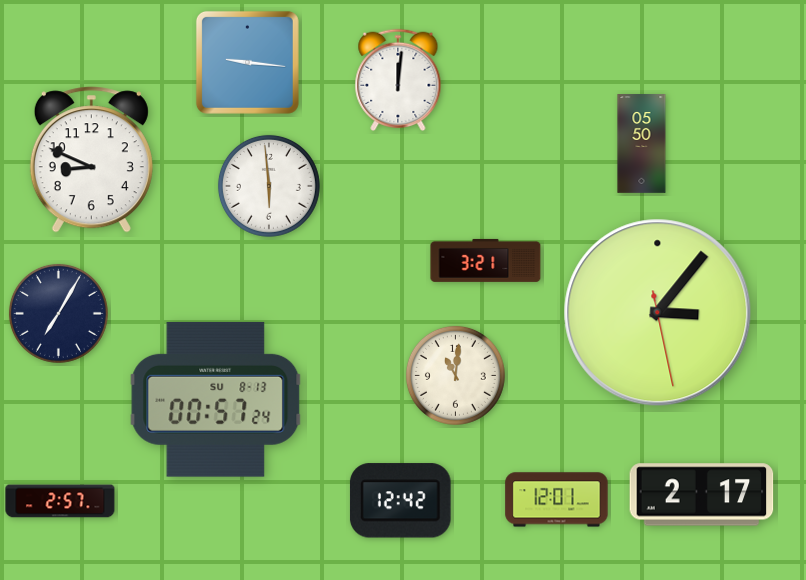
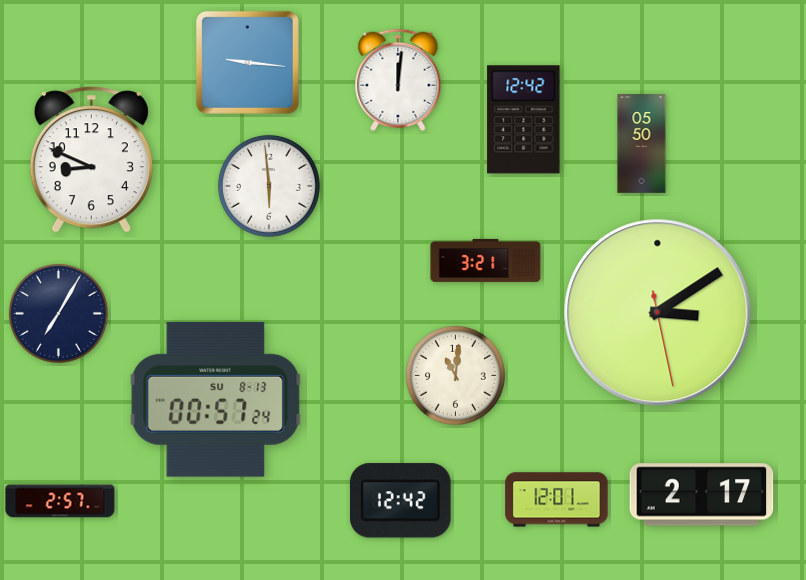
clock at (524, 120): none -> 12:42
clock at (658, 313): 3:06 -> 3:09
